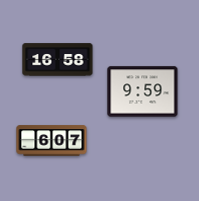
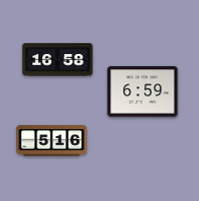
clock at (143, 92): 9:59 -> 6:59
clock at (52, 141): 6:07 -> 5:16
